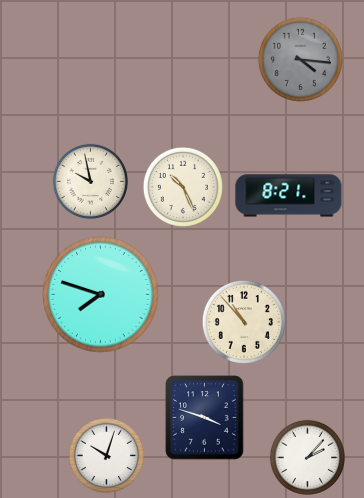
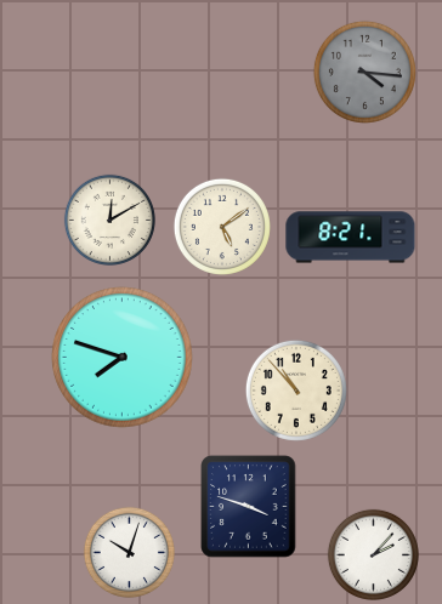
clock at (90, 181): 9:58 -> 12:10
clock at (183, 187): 10:26 -> 5:09
